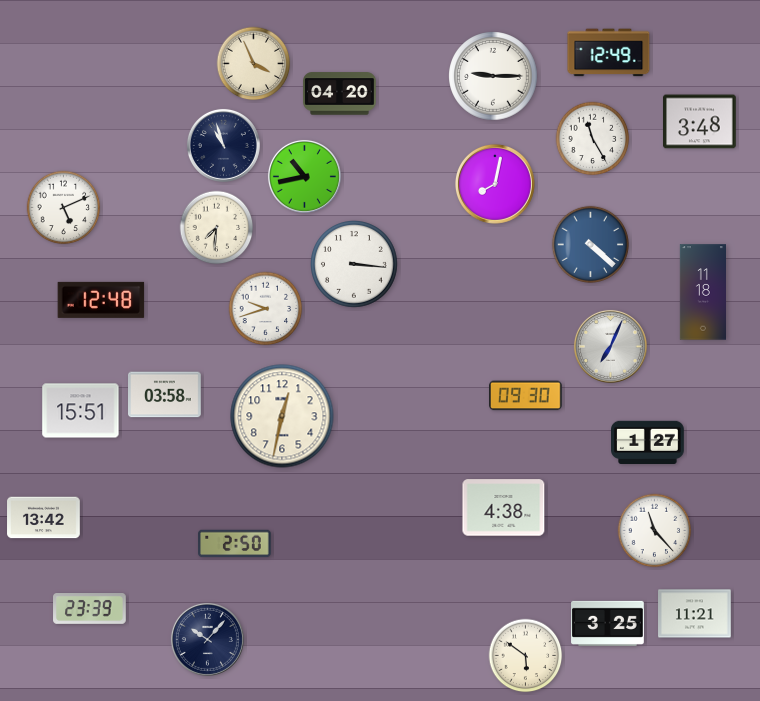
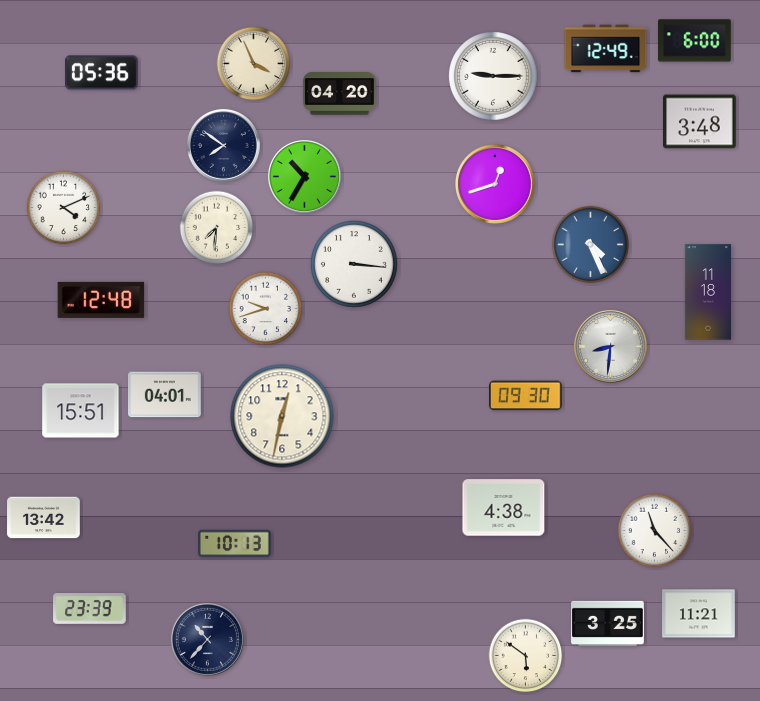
clock at (695, 41): none -> 6:00
clock at (609, 53) position: (609, 53) -> (606, 49)
clock at (102, 73): none -> 05:36
clock at (593, 139): 11:25 -> none
clock at (223, 145): 10:57 -> 7:51
clock at (304, 176): 10:43 -> 10:35
clock at (495, 184): 8:02 -> 12:42
clock at (64, 208): 5:11 -> 4:11
clock at (590, 244): 4:22 -> 4:26
clock at (702, 292) position: (702, 292) -> (707, 292)
clock at (610, 346): 7:04 -> 8:31
clock at (165, 395): 03:58 -> 04:01
clock at (648, 442): 1:27 -> none
clock at (235, 544): 2:50 -> 10:13
clock at (695, 614) position: (695, 614) -> (699, 614)
clock at (207, 639): 10:07 -> 10:37
